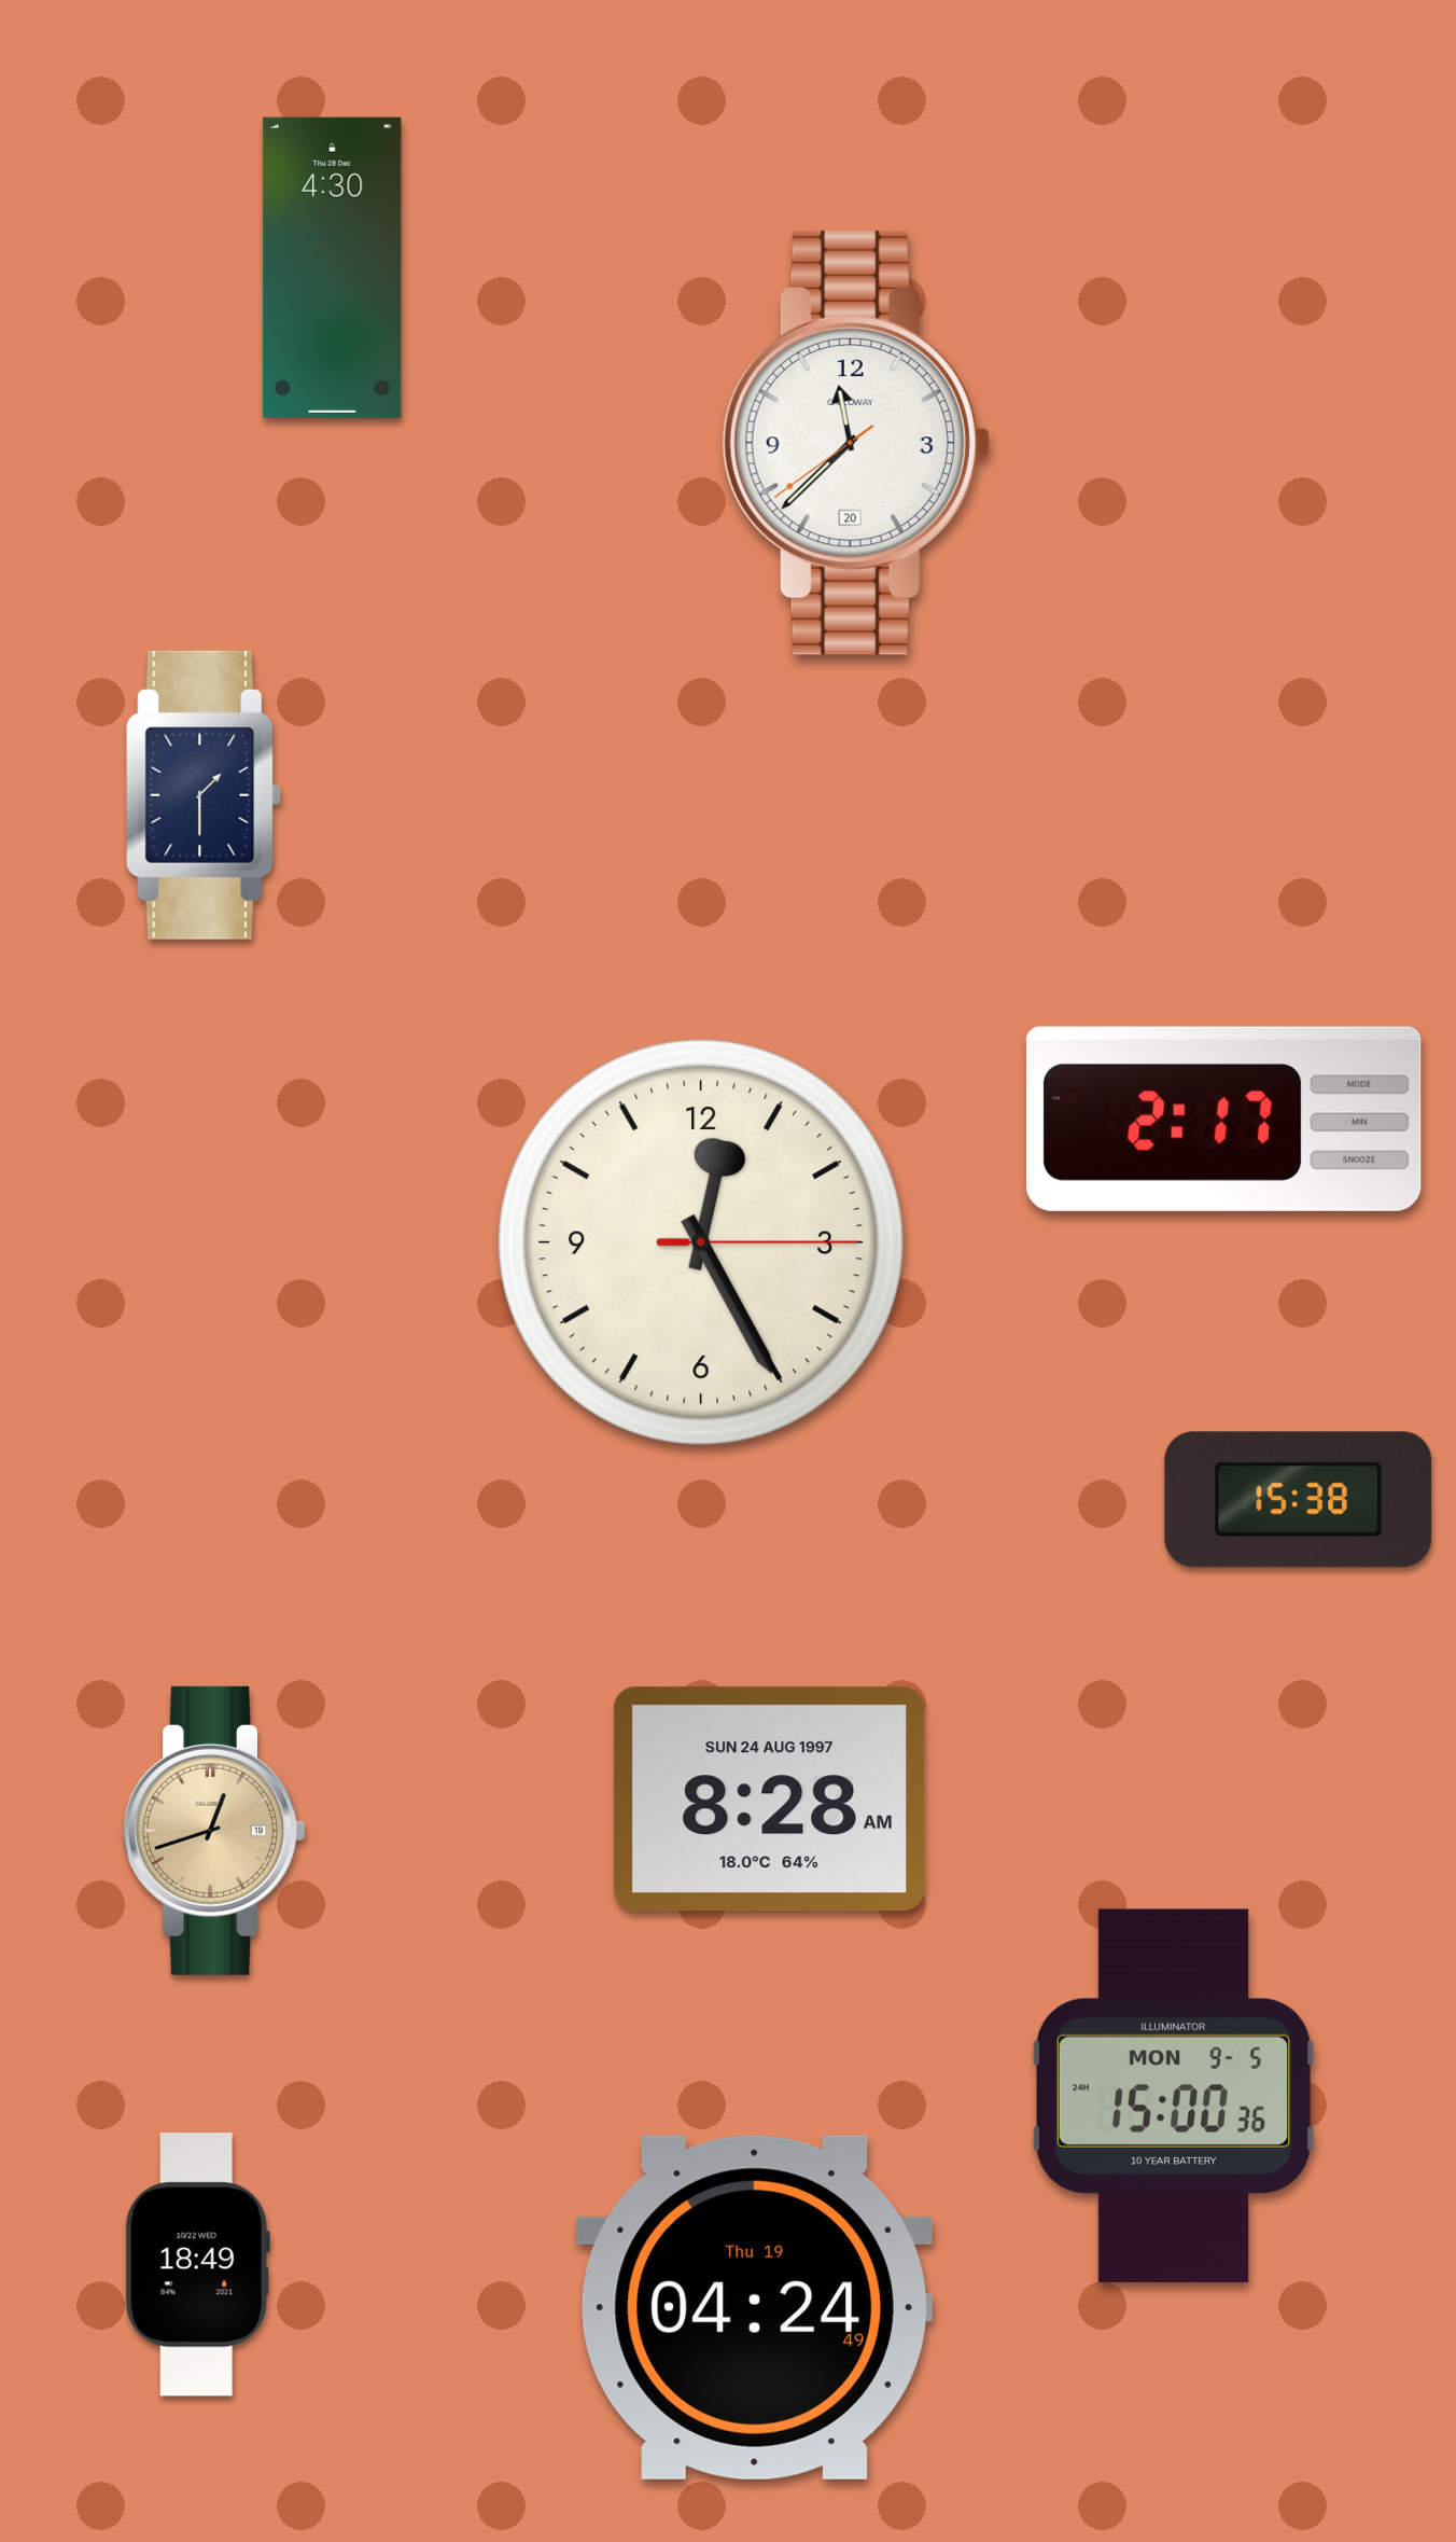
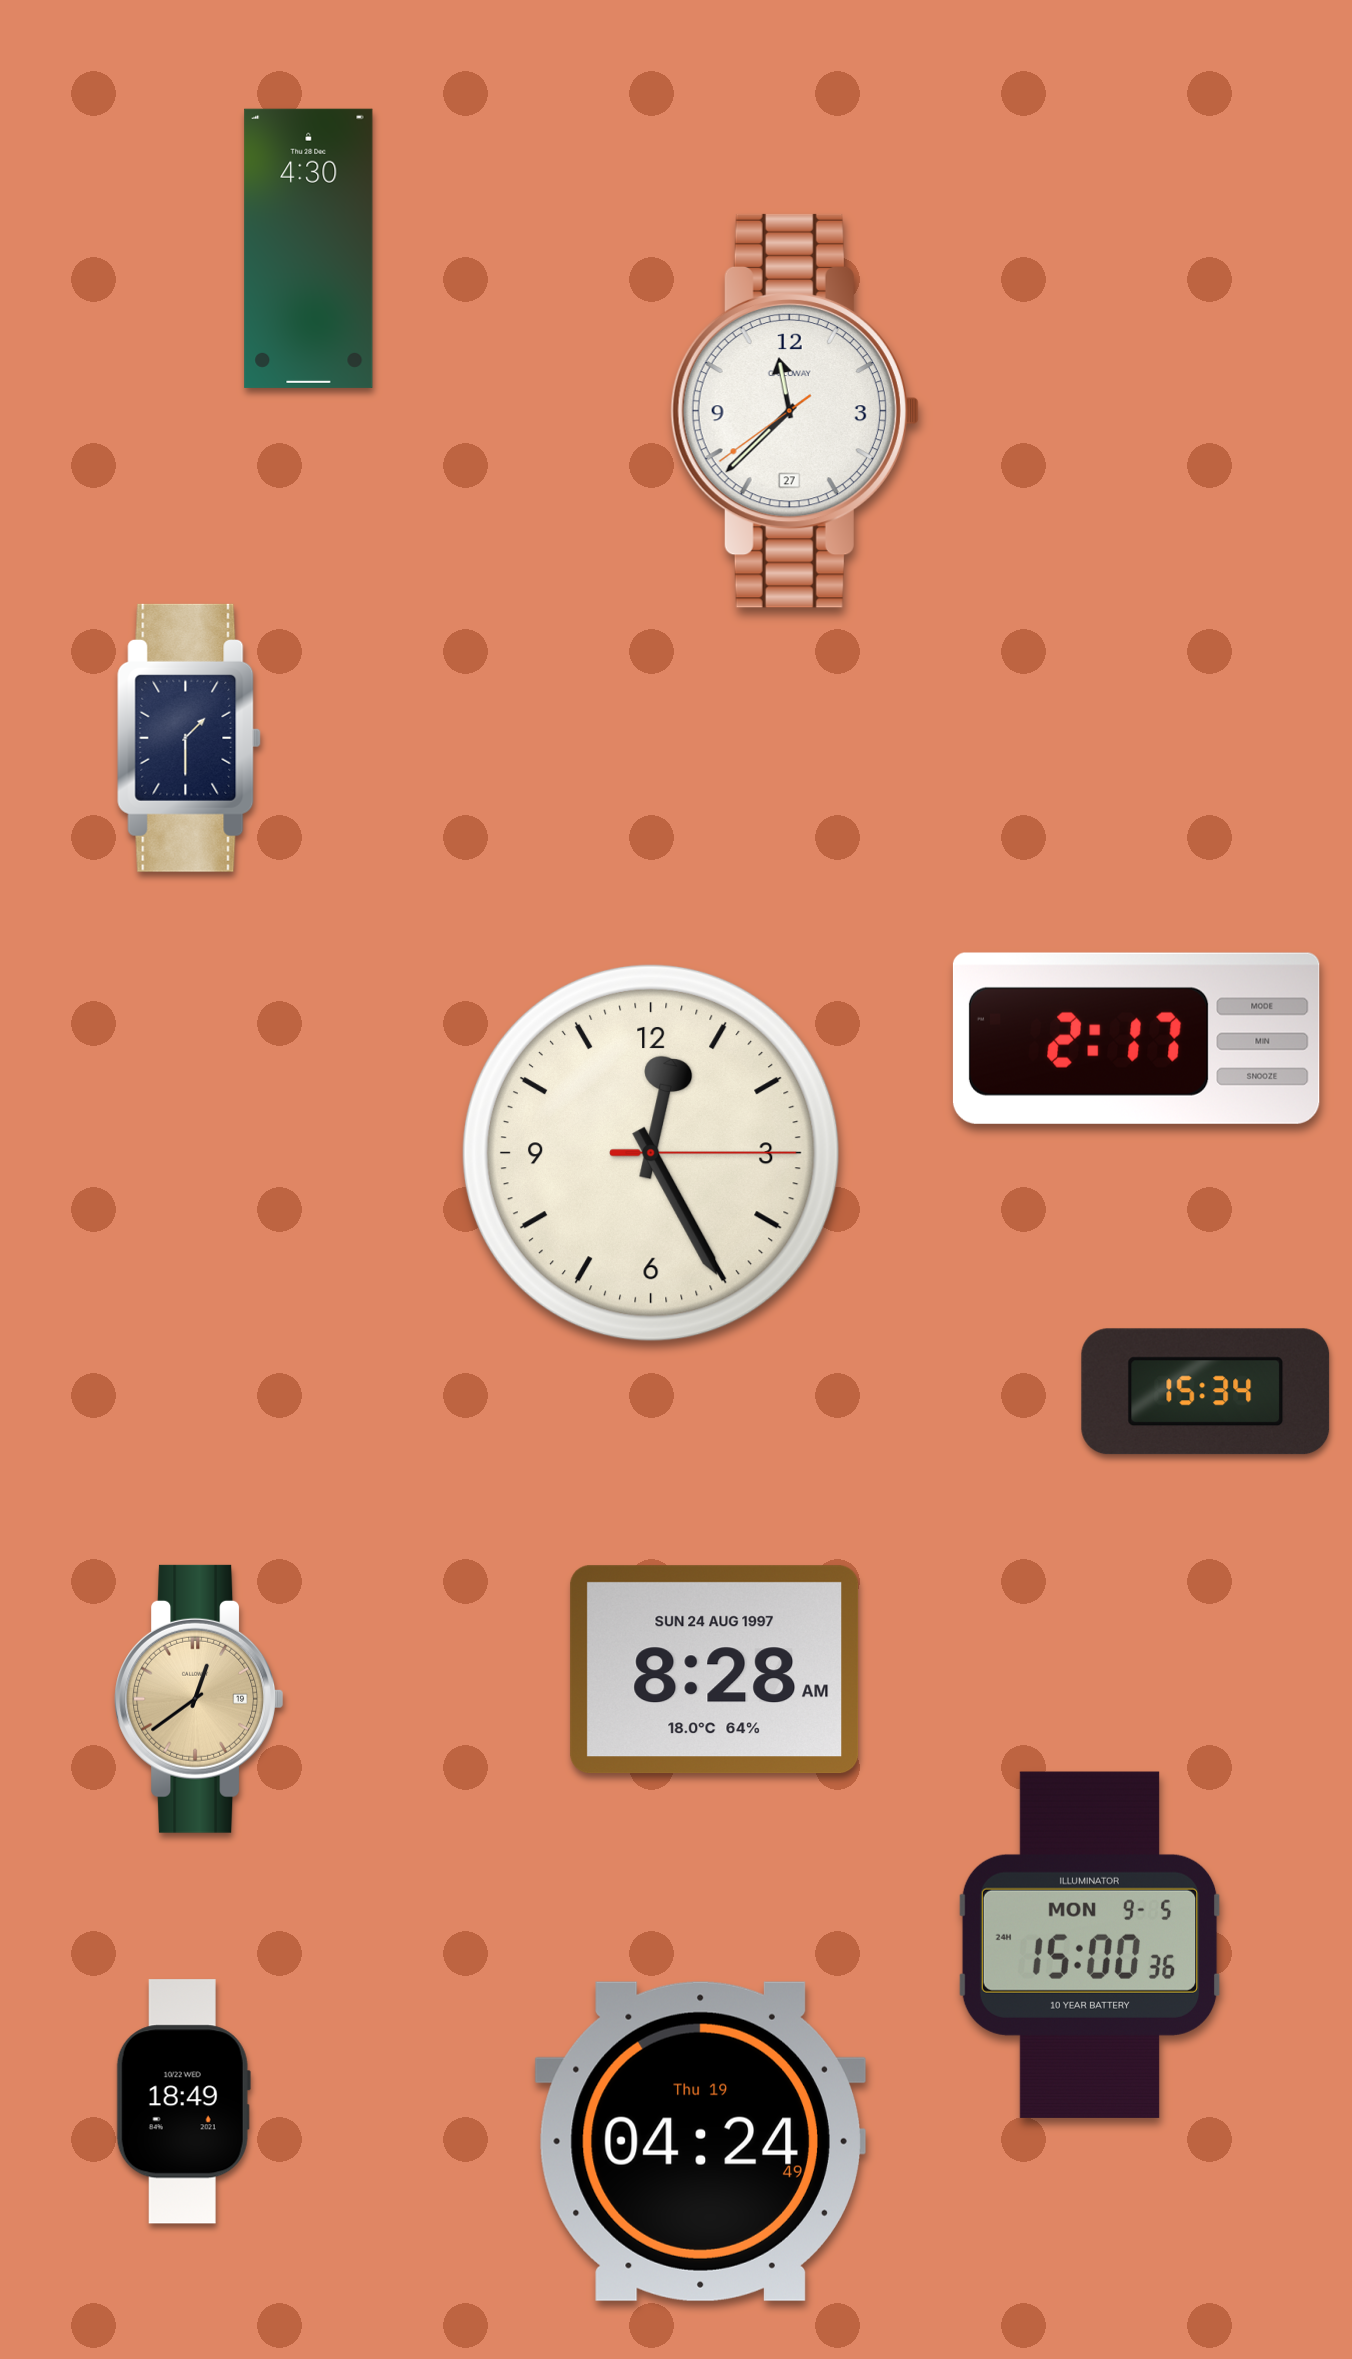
clock at (856, 443) date: 20 -> 27
clock at (1299, 1500): 15:38 -> 15:34
clock at (214, 1831): 12:42 -> 12:39
